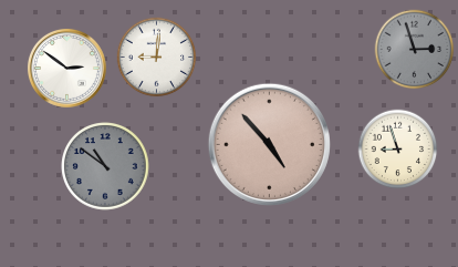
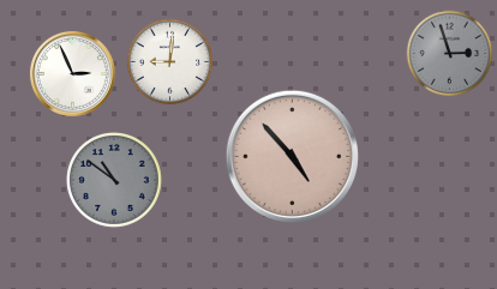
clock at (66, 68): 2:51 -> 2:56
clock at (398, 150): 8:57 -> none
